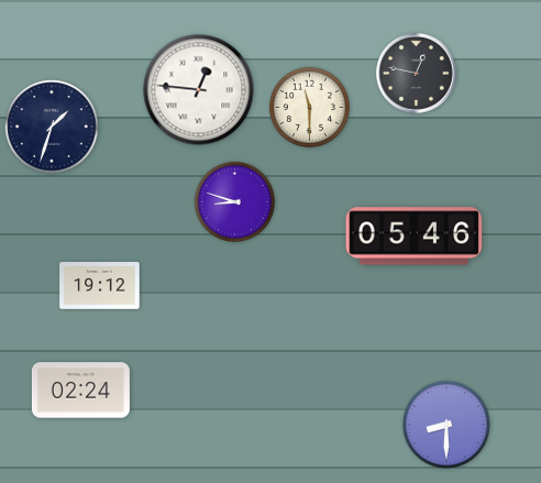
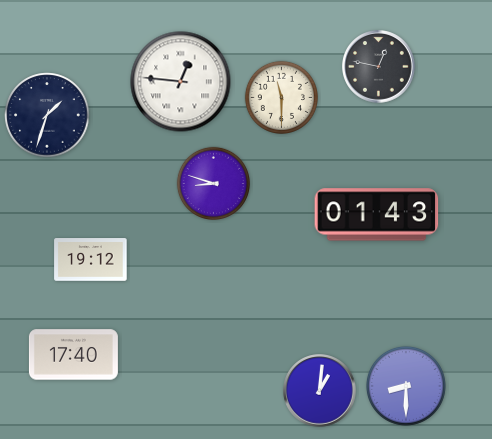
clock at (415, 237): 05:46 -> 01:43
clock at (80, 391): 02:24 -> 17:40
clock at (320, 391): none -> 1:01
